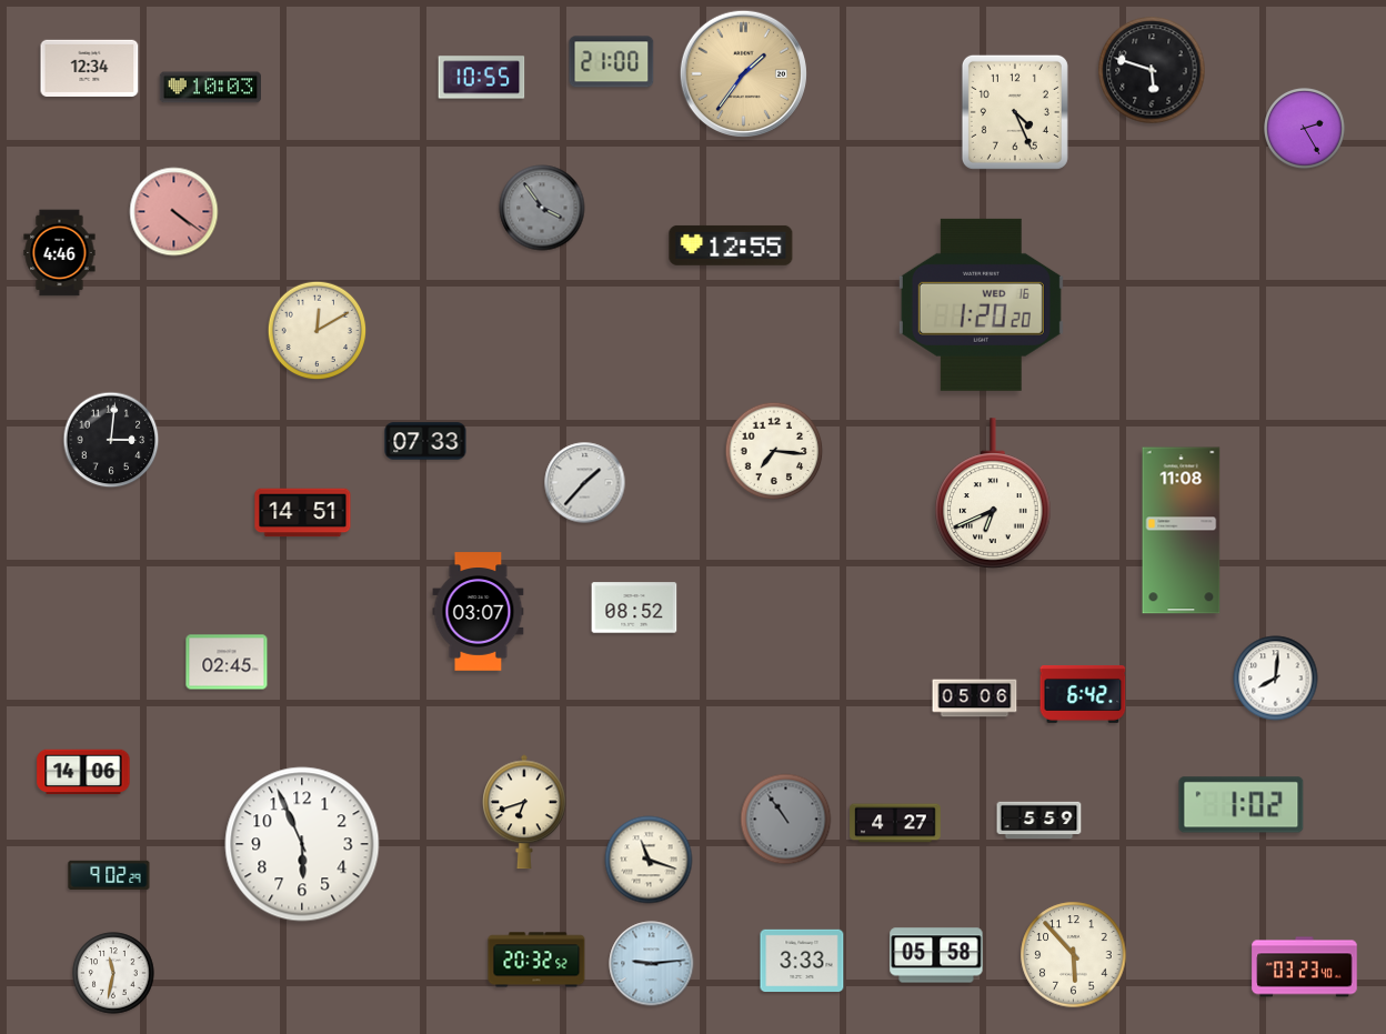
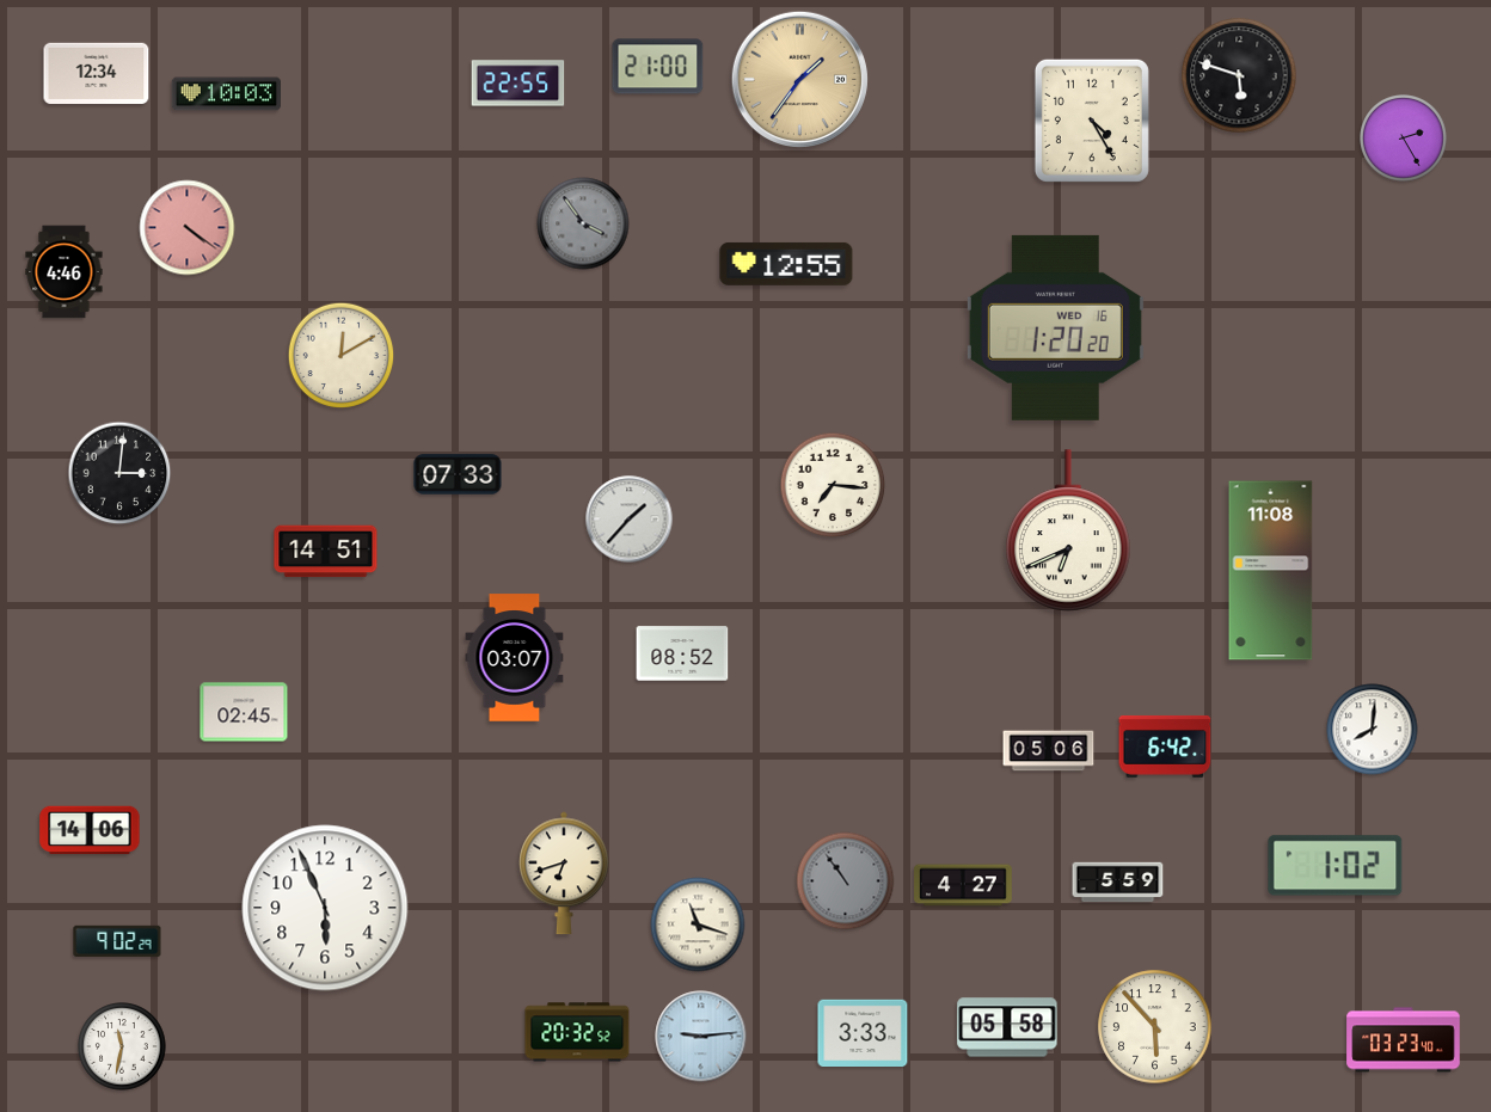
clock at (482, 78): 10:55 -> 22:55
clock at (1015, 112): 4:26 -> 4:25
